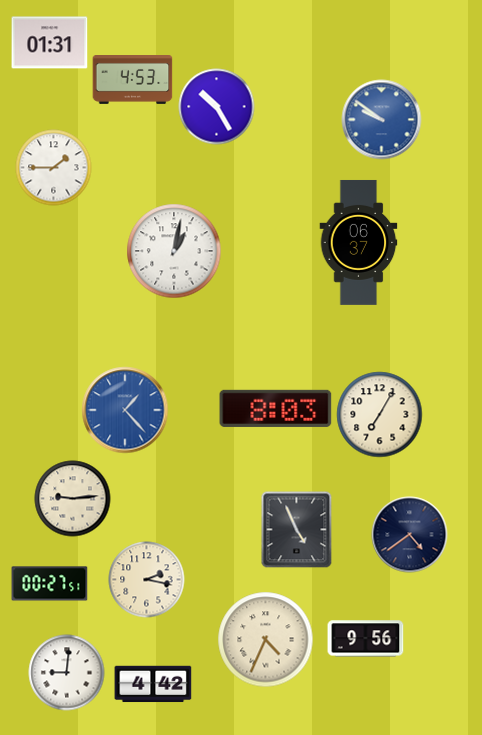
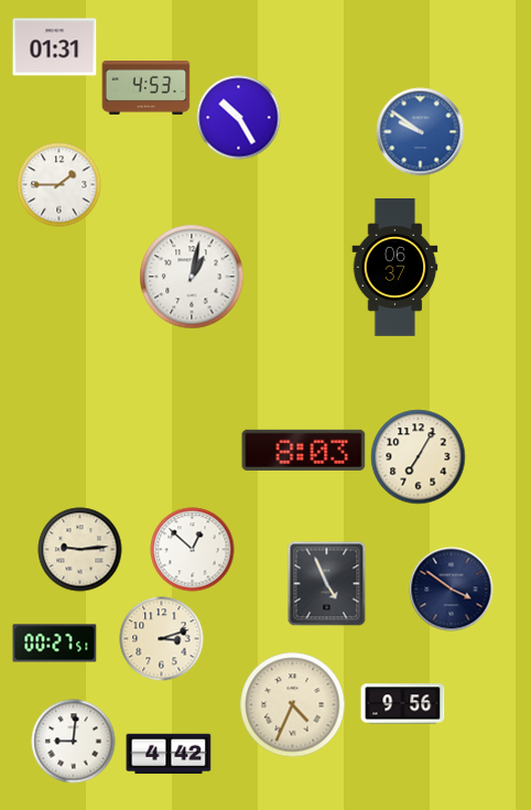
clock at (125, 410): 1:23 -> none
clock at (193, 550): none -> 12:52
clock at (410, 535): 4:39 -> 3:51
clock at (147, 580): 2:17 -> 3:12
